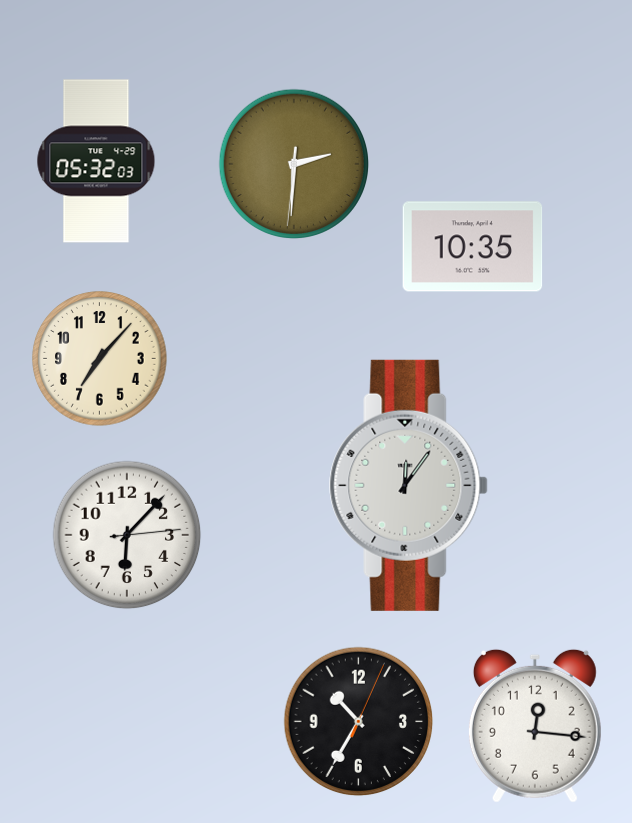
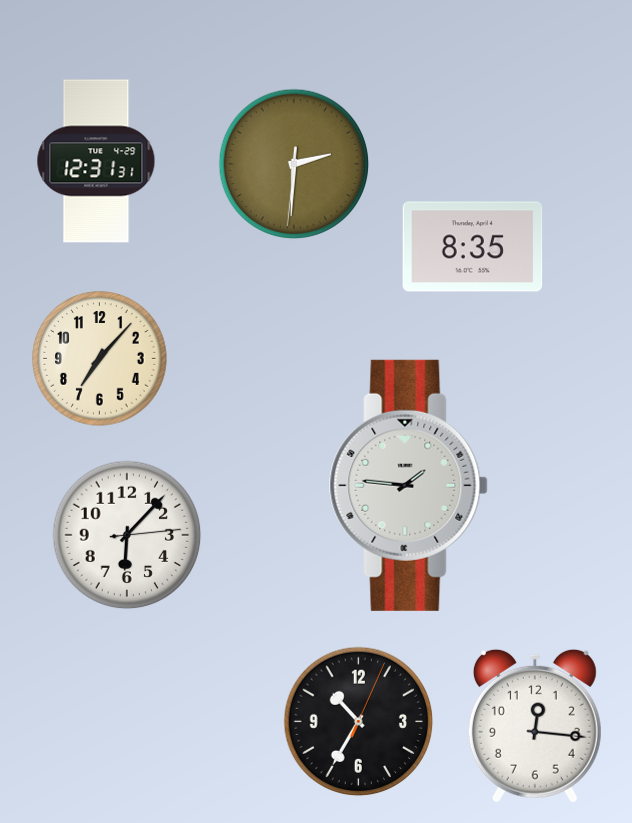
clock at (96, 161): 05:32 -> 12:31
clock at (473, 247): 10:35 -> 8:35
clock at (409, 485): 12:06 -> 1:46
